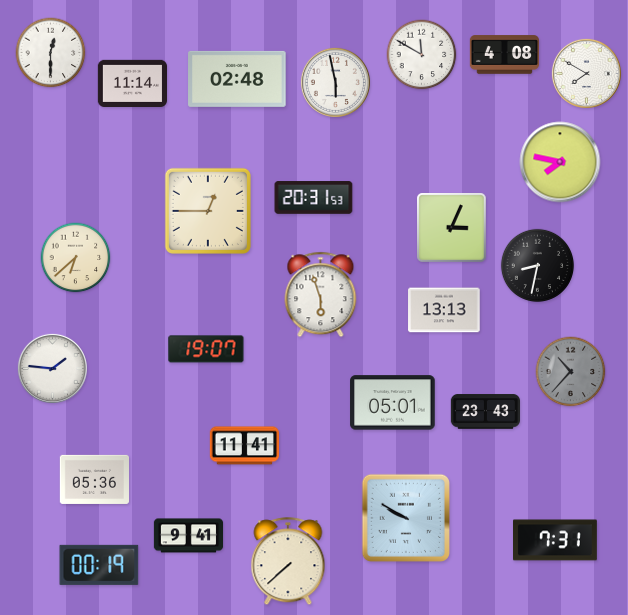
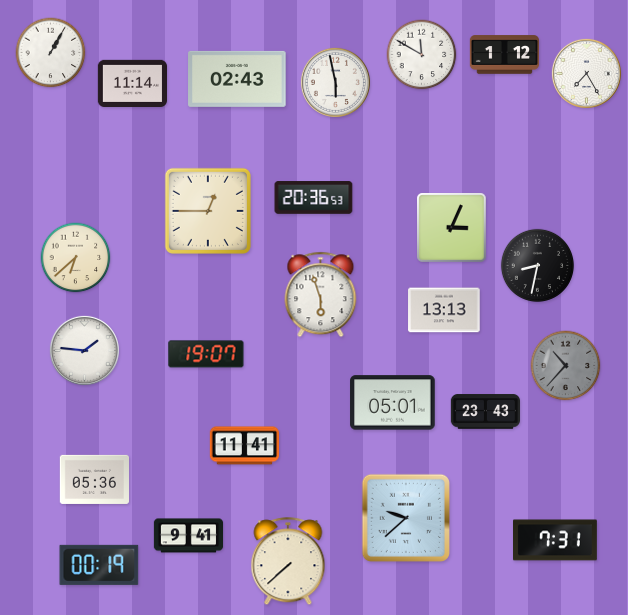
clock at (51, 53): 12:30 -> 1:05
clock at (504, 55): 4:08 -> 1:12
clock at (586, 73): 7:50 -> 7:25
clock at (237, 79): 02:48 -> 02:43
clock at (560, 162): 7:47 -> none
clock at (314, 198): 20:31 -> 20:36
clock at (206, 349) position: (206, 349) -> (206, 354)
clock at (52, 368) position: (52, 368) -> (84, 350)
clock at (571, 372) position: (571, 372) -> (566, 366)
clock at (406, 518): 9:50 -> 9:38
